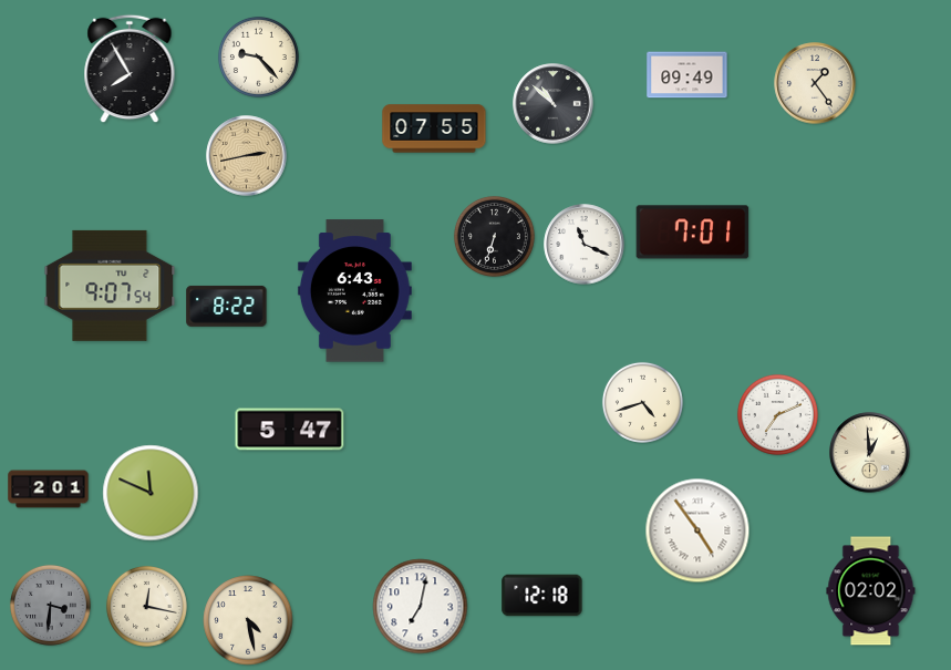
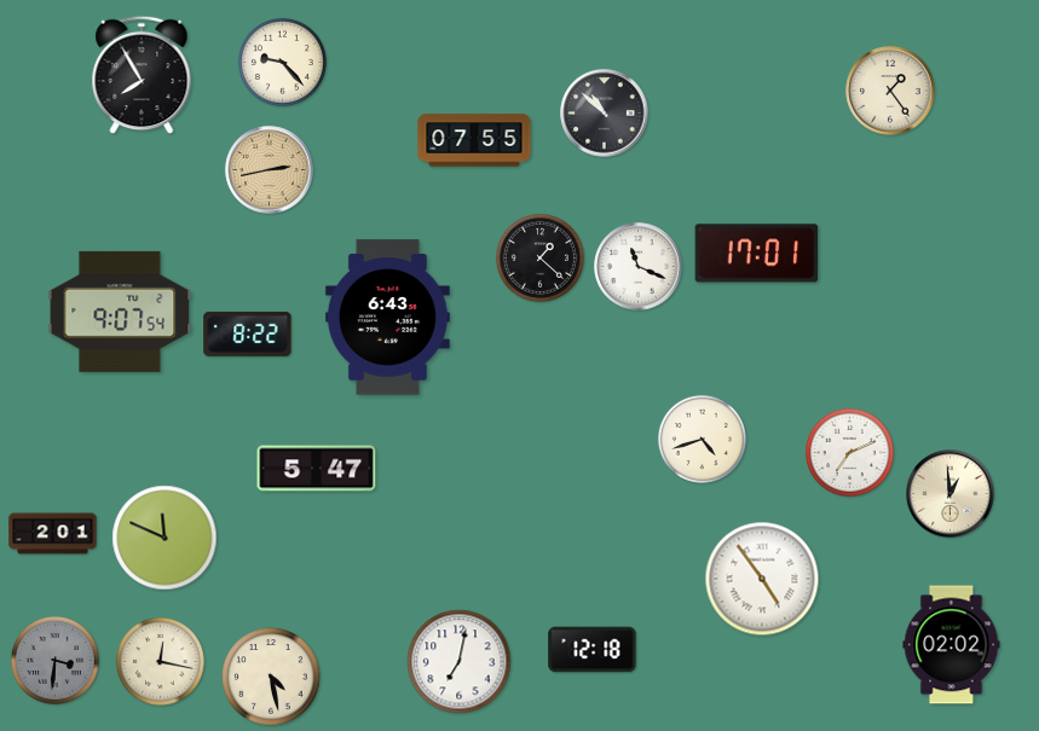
clock at (688, 75): 09:49 -> none
clock at (693, 233): 7:01 -> 17:01
clock at (494, 236): 6:33 -> 1:22
